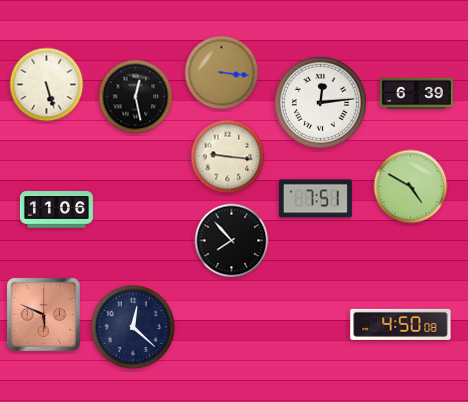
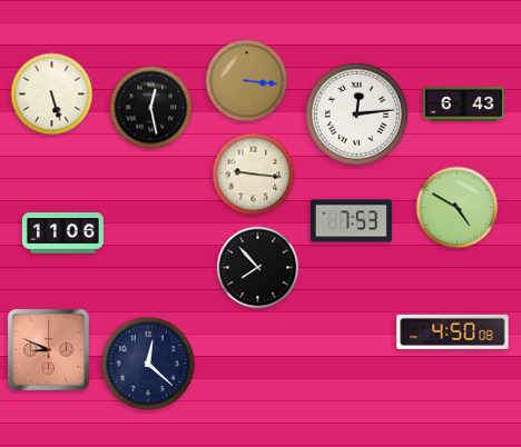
clock at (416, 93): 6:39 -> 6:43
clock at (315, 199): 7:51 -> 7:53
clock at (43, 314): 5:49 -> 8:49
clock at (401, 324) position: (401, 324) -> (453, 331)
